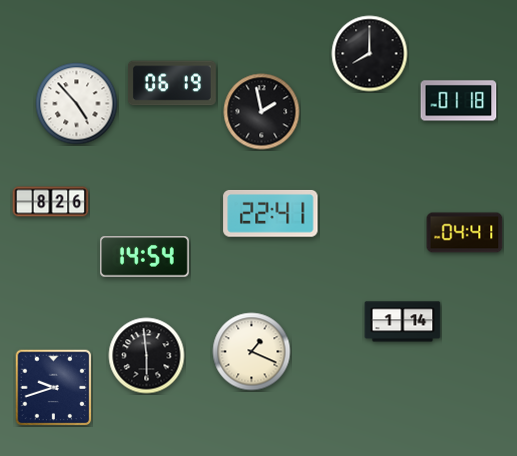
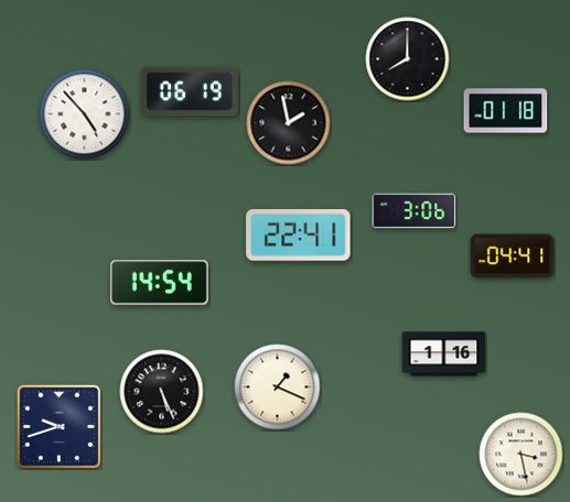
clock at (415, 211): none -> 3:06
clock at (51, 202): 8:26 -> none
clock at (403, 322): 1:14 -> 1:16
clock at (147, 356): 5:59 -> 5:26
clock at (521, 455): none -> 3:28
